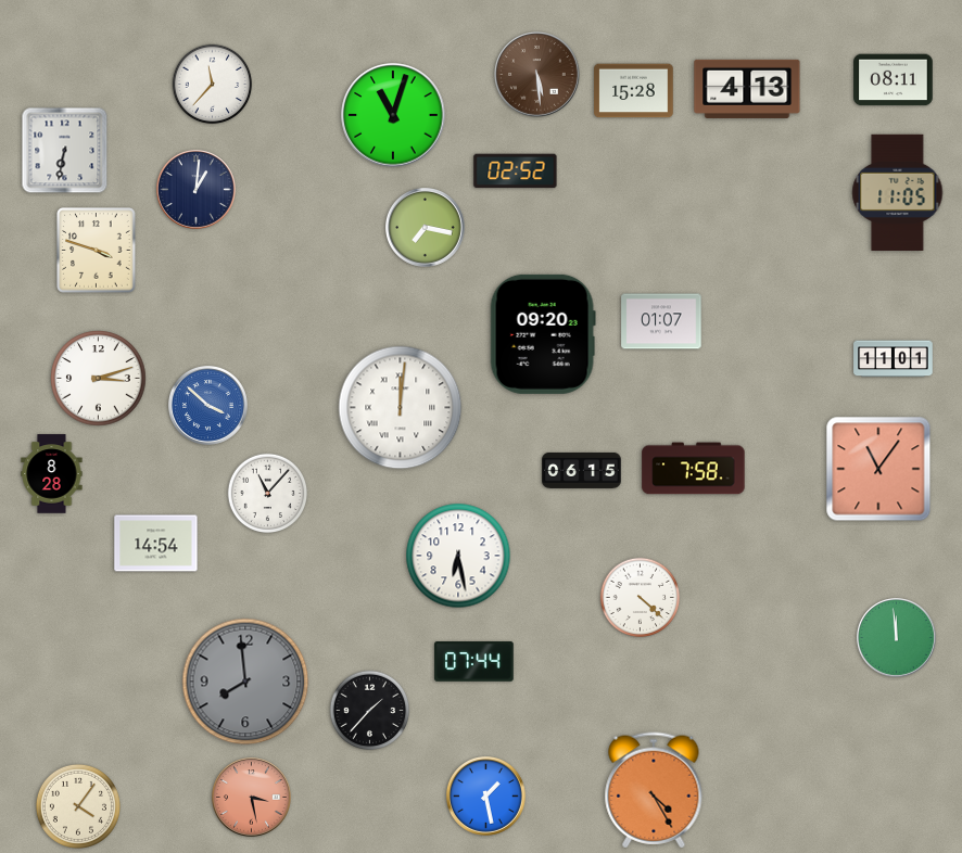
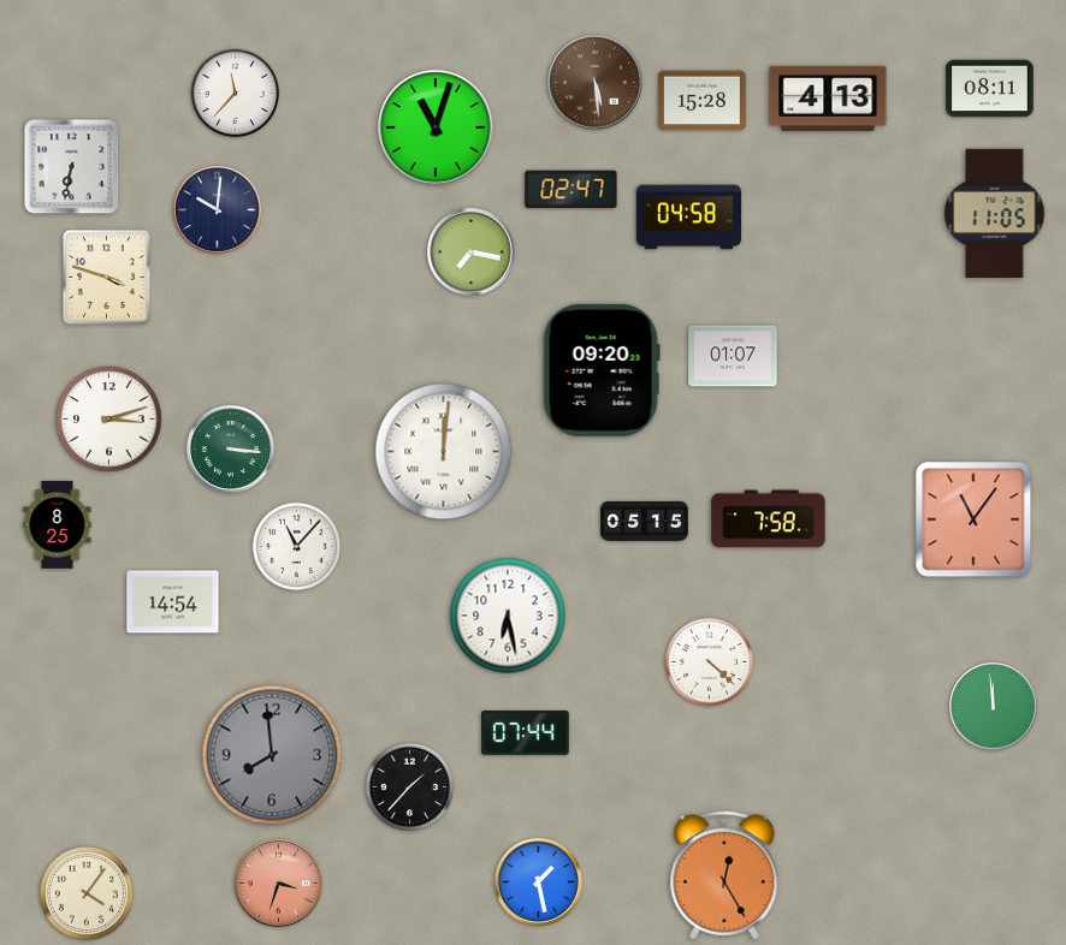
clock at (516, 171): 02:52 -> 02:47
clock at (197, 190): 1:01 -> 10:01
clock at (689, 218): none -> 04:58
clock at (894, 359): 11:01 -> none
clock at (208, 406): 3:52 -> 3:16
clock at (208, 406) dial: blue -> green
clock at (582, 470): 06:15 -> 05:15
clock at (52, 474): 8:28 -> 8:25
clock at (654, 790): 4:25 -> 12:25
clock at (252, 798): 3:28 -> 3:33
